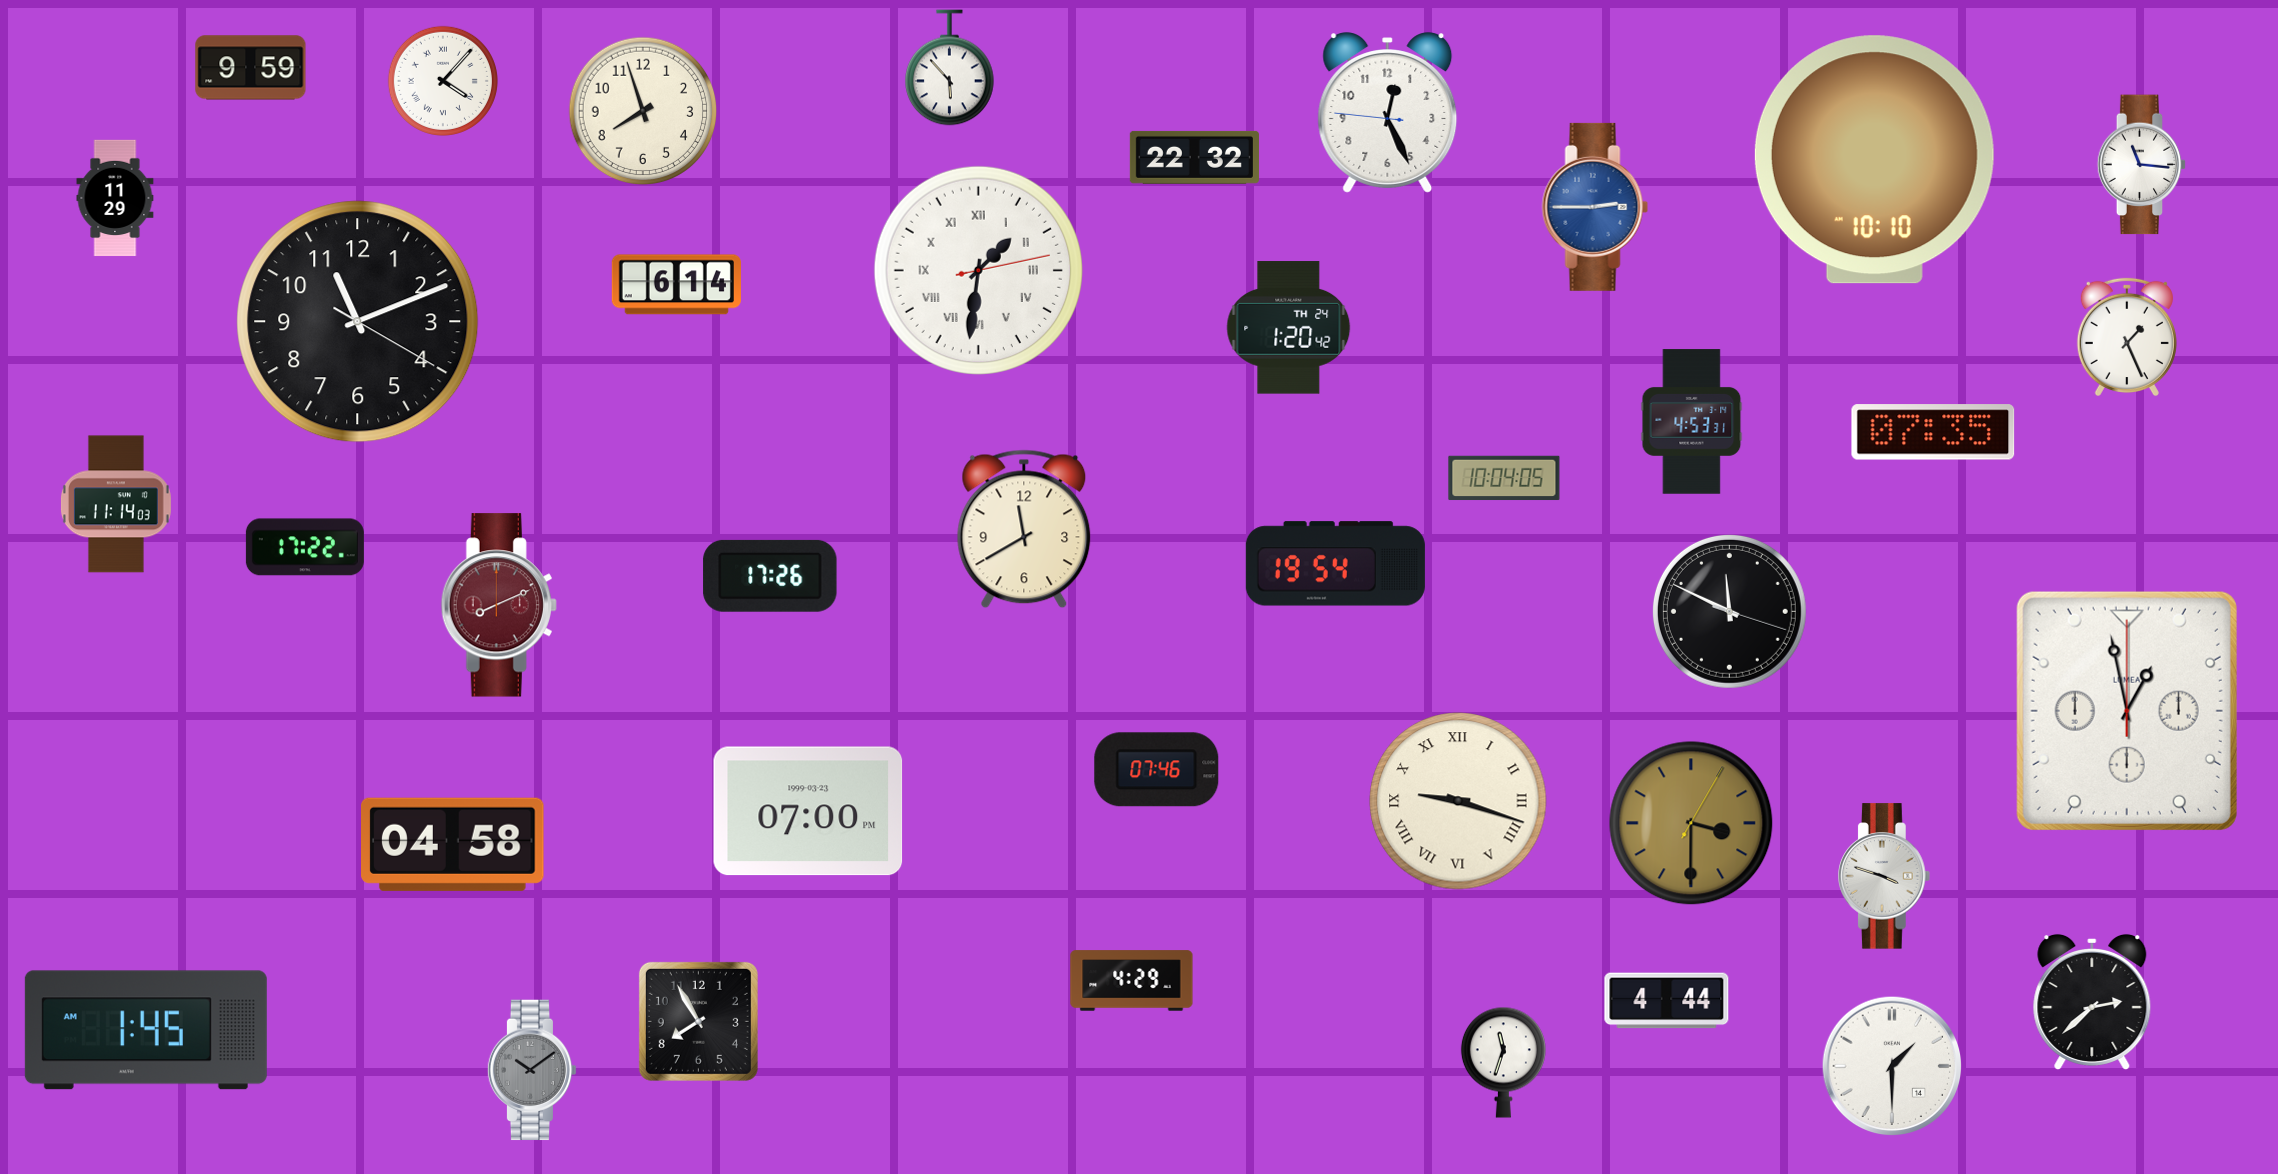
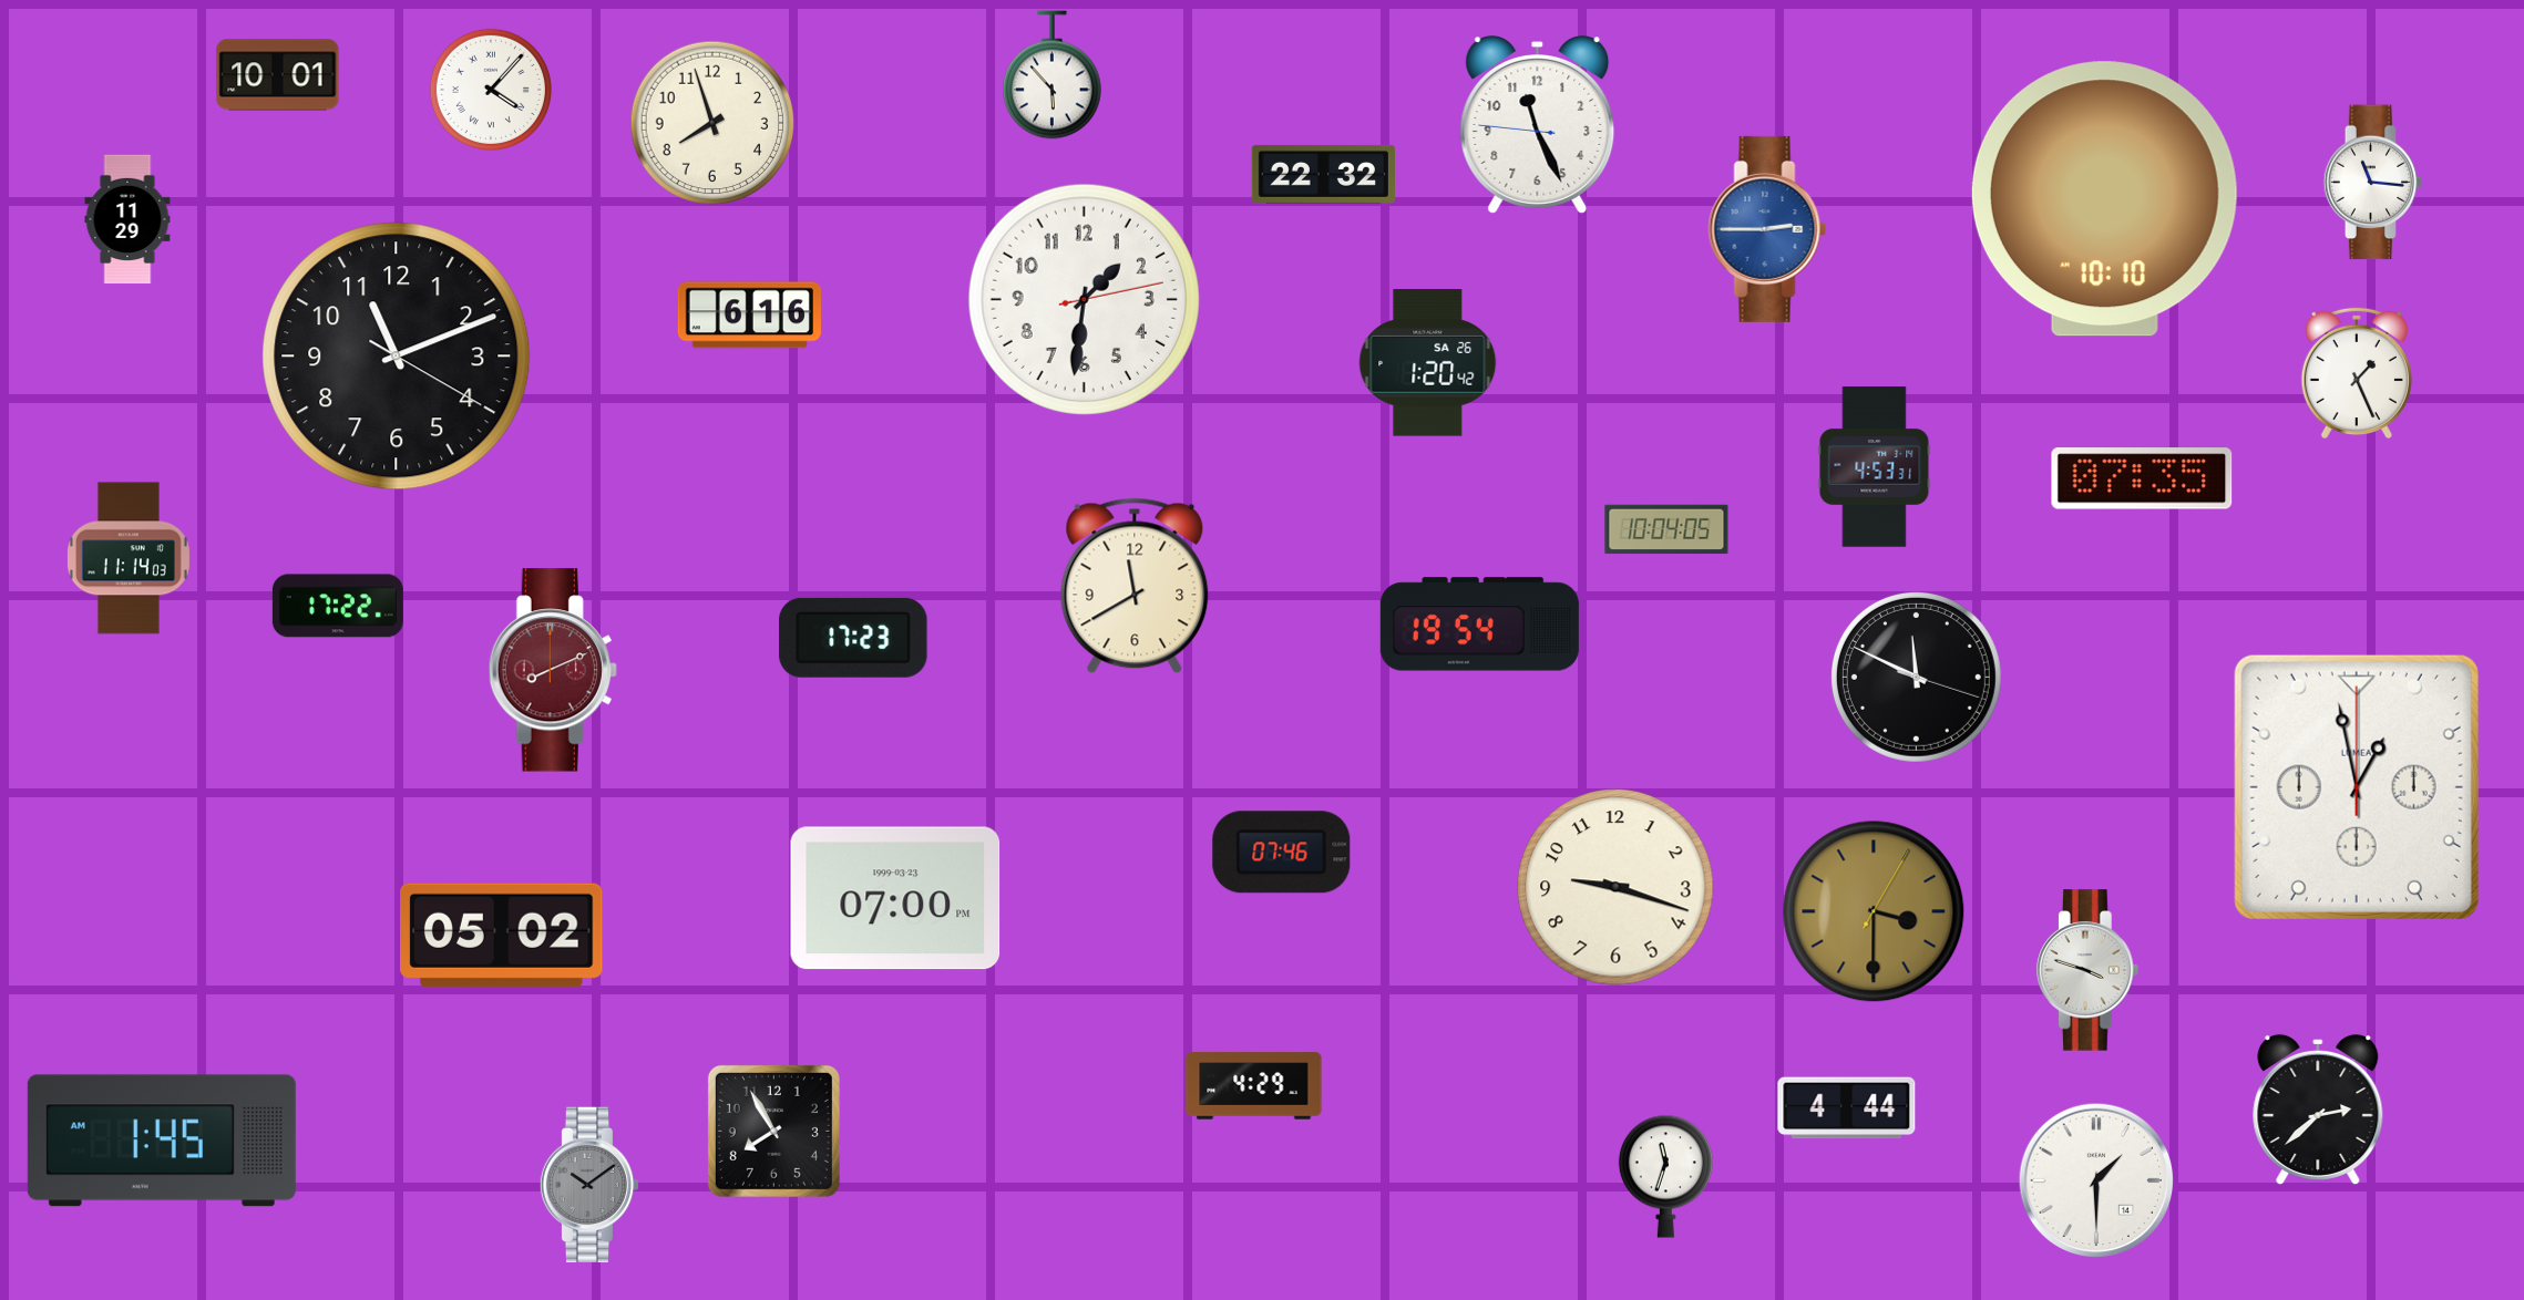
clock at (251, 68): 9:59 -> 10:01
clock at (1388, 113): 12:25 -> 11:25
clock at (1874, 160) position: (1874, 160) -> (2104, 199)
clock at (978, 270) numerals: Roman -> Arabic
clock at (676, 285): 6:14 -> 6:16
clock at (1289, 328) date: TH 24 -> SA 26
clock at (770, 576): 17:26 -> 17:23
clock at (1458, 801) numerals: Roman -> Arabic
clock at (453, 844): 04:58 -> 05:02
